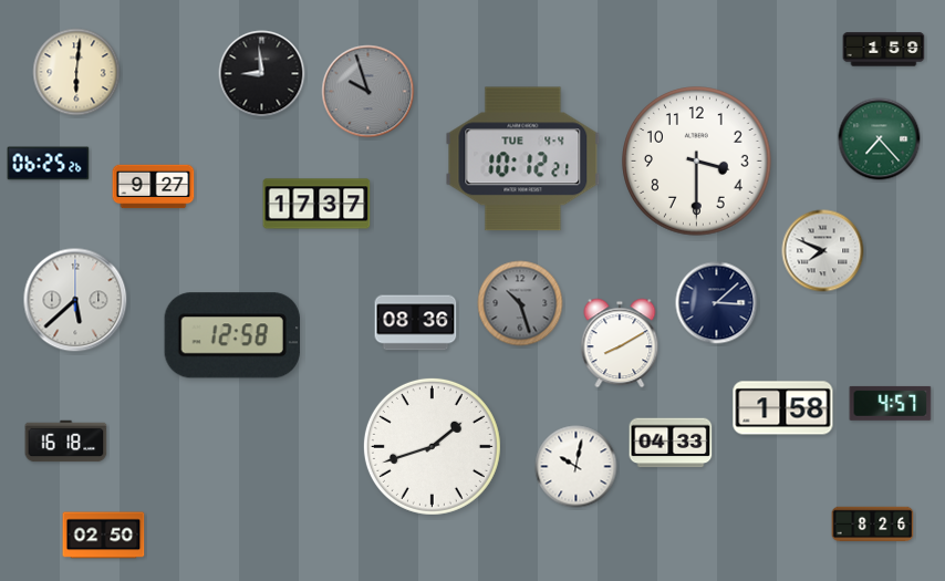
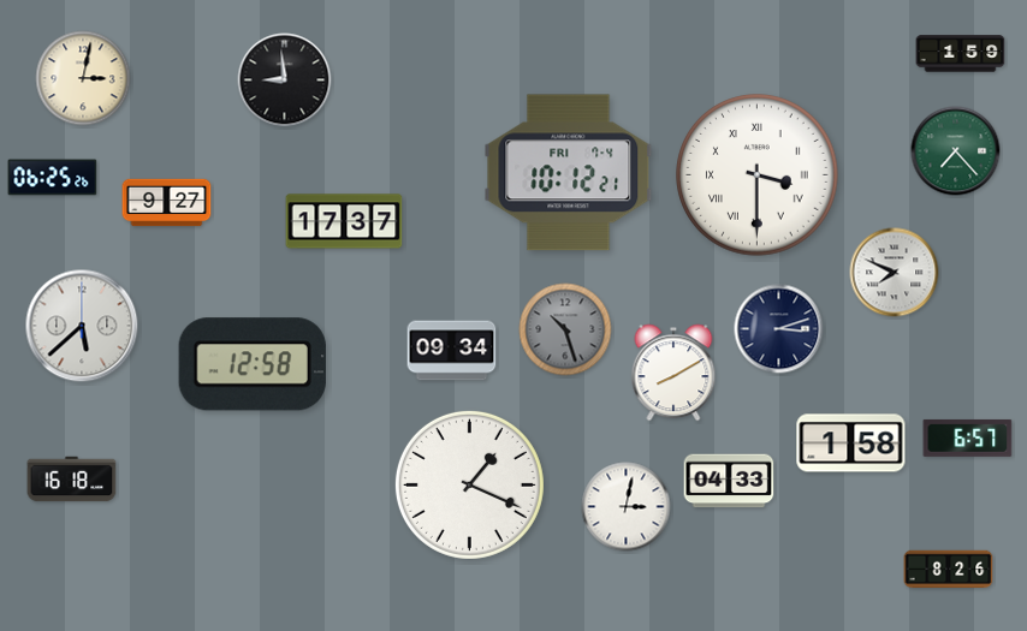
clock at (76, 72): 6:01 -> 3:02
clock at (368, 92): 9:57 -> none
clock at (523, 159) date: TUE 4-4 -> FRI 7-4
clock at (697, 162) numerals: Arabic -> Roman
clock at (717, 303): 3:08 -> 3:12
clock at (416, 323): 08:36 -> 09:34
clock at (891, 403): 4:57 -> 6:57
clock at (432, 446): 1:42 -> 1:19
clock at (577, 467): 10:02 -> 3:02
clock at (104, 536): 02:50 -> none
